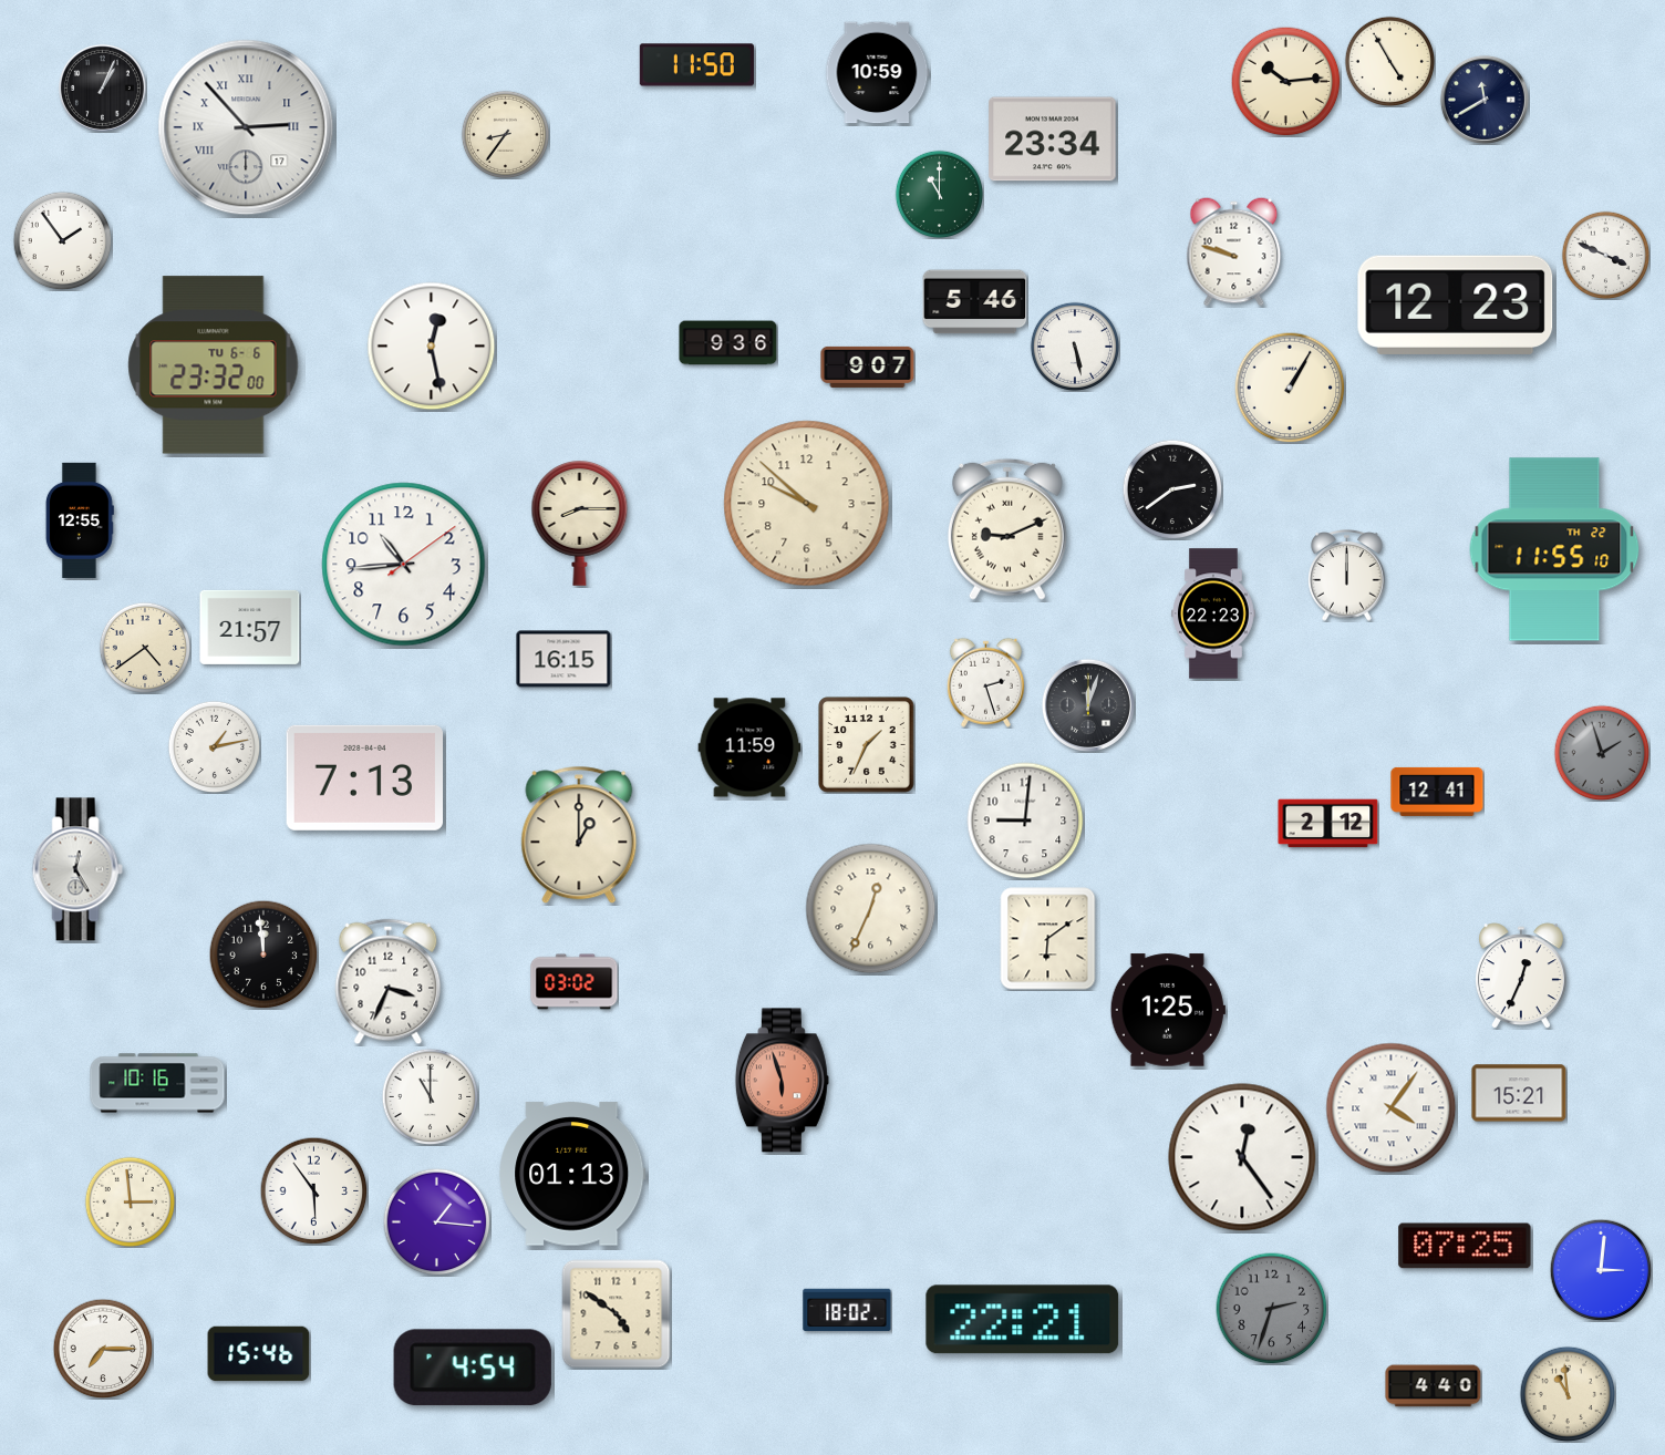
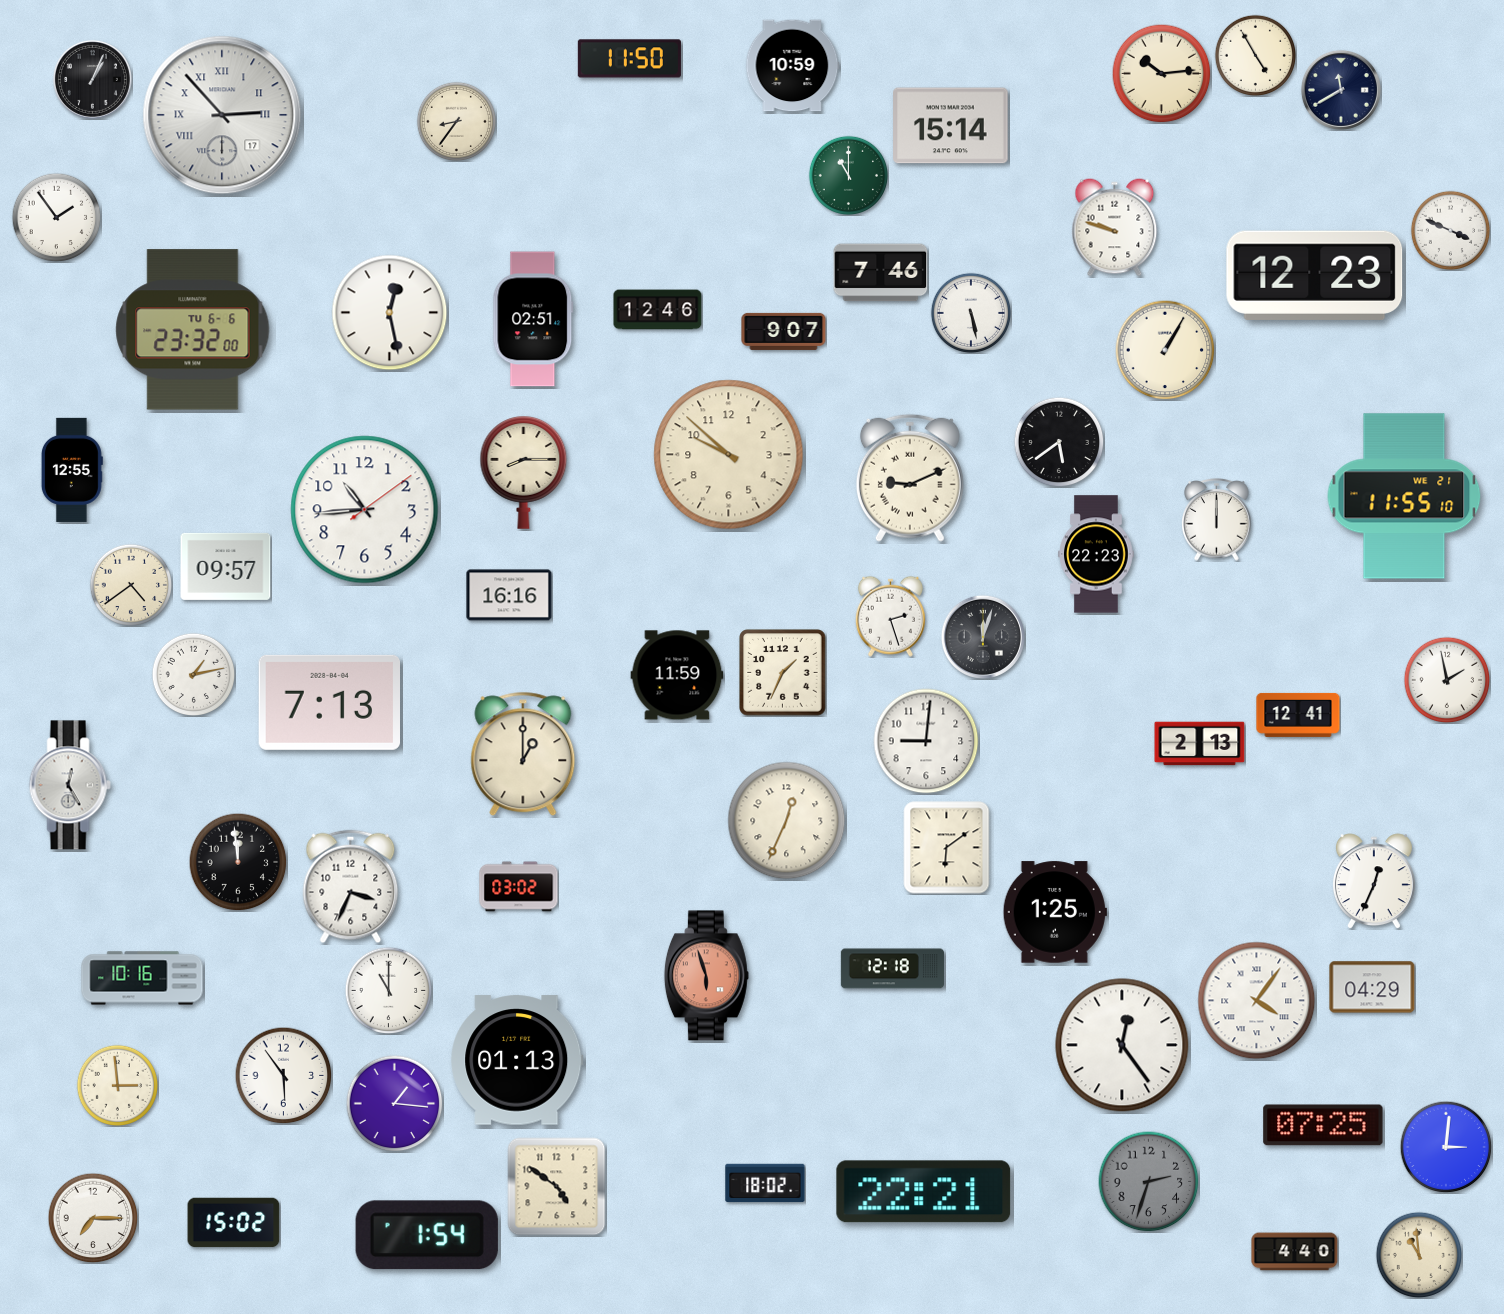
clock at (1053, 140): 23:34 -> 15:14
clock at (975, 302): 5:46 -> 7:46
clock at (728, 343): 9:36 -> 12:46
clock at (533, 319): none -> 02:51
clock at (1172, 489): 2:39 -> 5:39
clock at (1554, 549) date: TH 22 -> WE 21
clock at (250, 627): 21:57 -> 09:57
clock at (563, 659): 16:15 -> 16:16
clock at (1602, 753): 1:57 -> 1:58
clock at (1602, 753) dial: grey -> white
clock at (1328, 824): 2:12 -> 2:13
clock at (892, 969): none -> 12:18
clock at (1519, 1093): 15:21 -> 04:29
clock at (259, 1354): 15:46 -> 15:02
clock at (473, 1368): 4:54 -> 1:54
clock at (1568, 1394) position: (1568, 1394) -> (1419, 1255)
